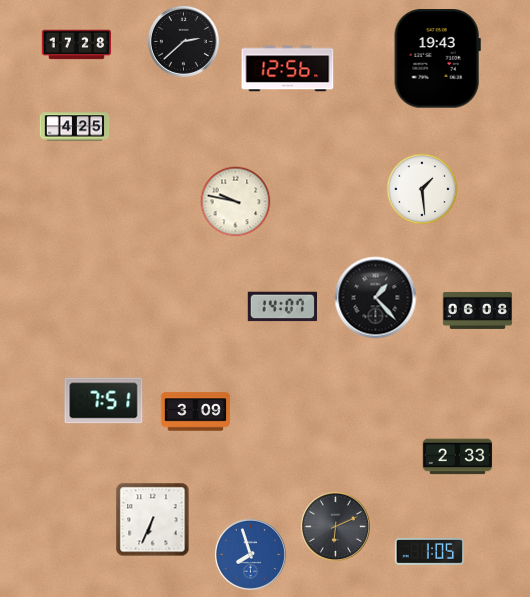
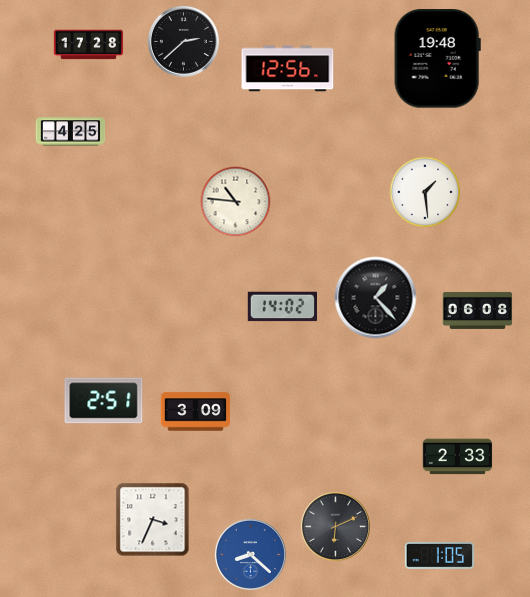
clock at (77, 45) position: (77, 45) -> (89, 45)
clock at (437, 59): 19:43 -> 19:48
clock at (75, 127) position: (75, 127) -> (71, 132)
clock at (422, 189) position: (422, 189) -> (425, 192)
clock at (236, 202): 9:47 -> 10:46
clock at (282, 307): 14:07 -> 14:02
clock at (104, 401): 7:51 -> 2:51
clock at (153, 520): 6:34 -> 3:34
clock at (430, 552) position: (430, 552) -> (440, 556)
clock at (250, 554): 7:57 -> 8:22
